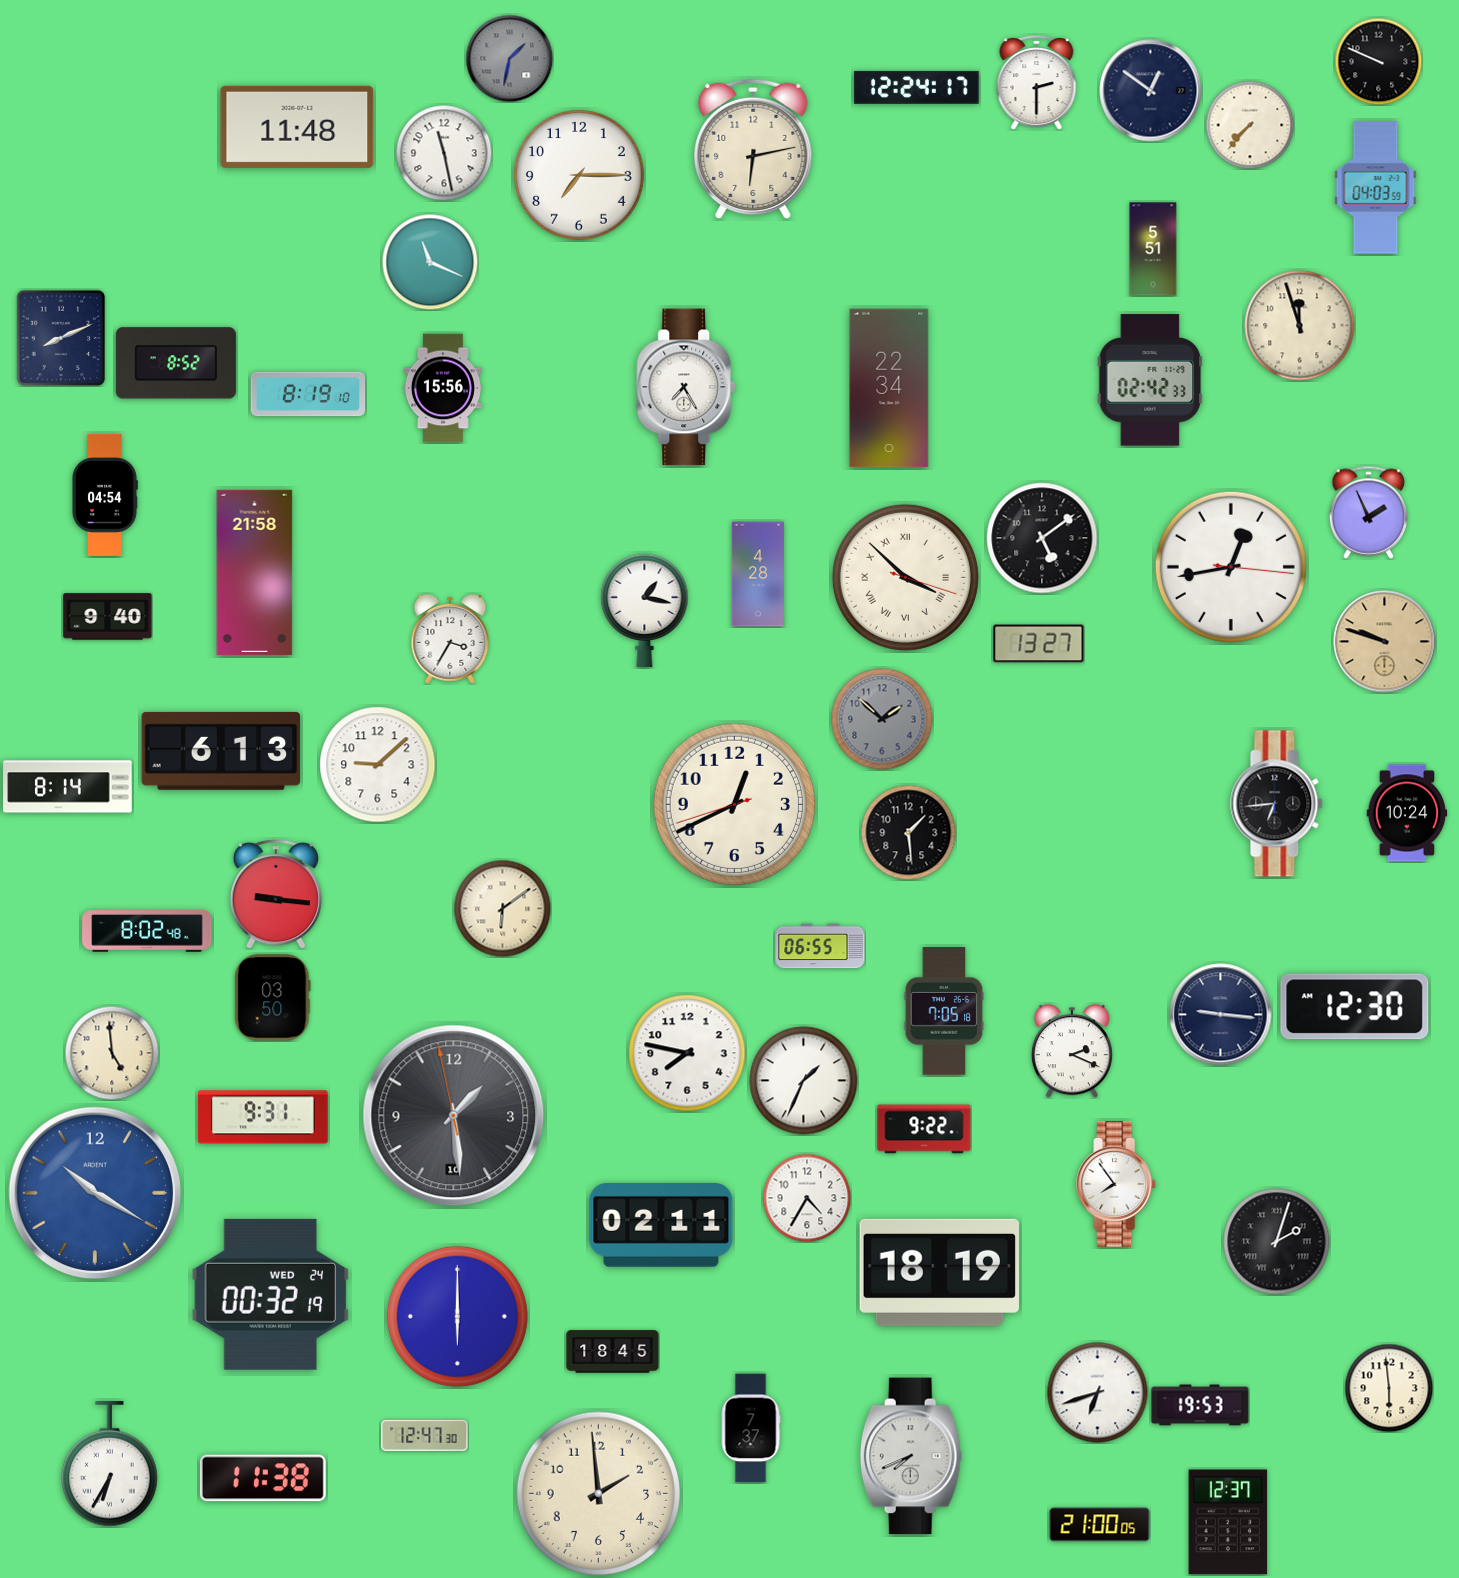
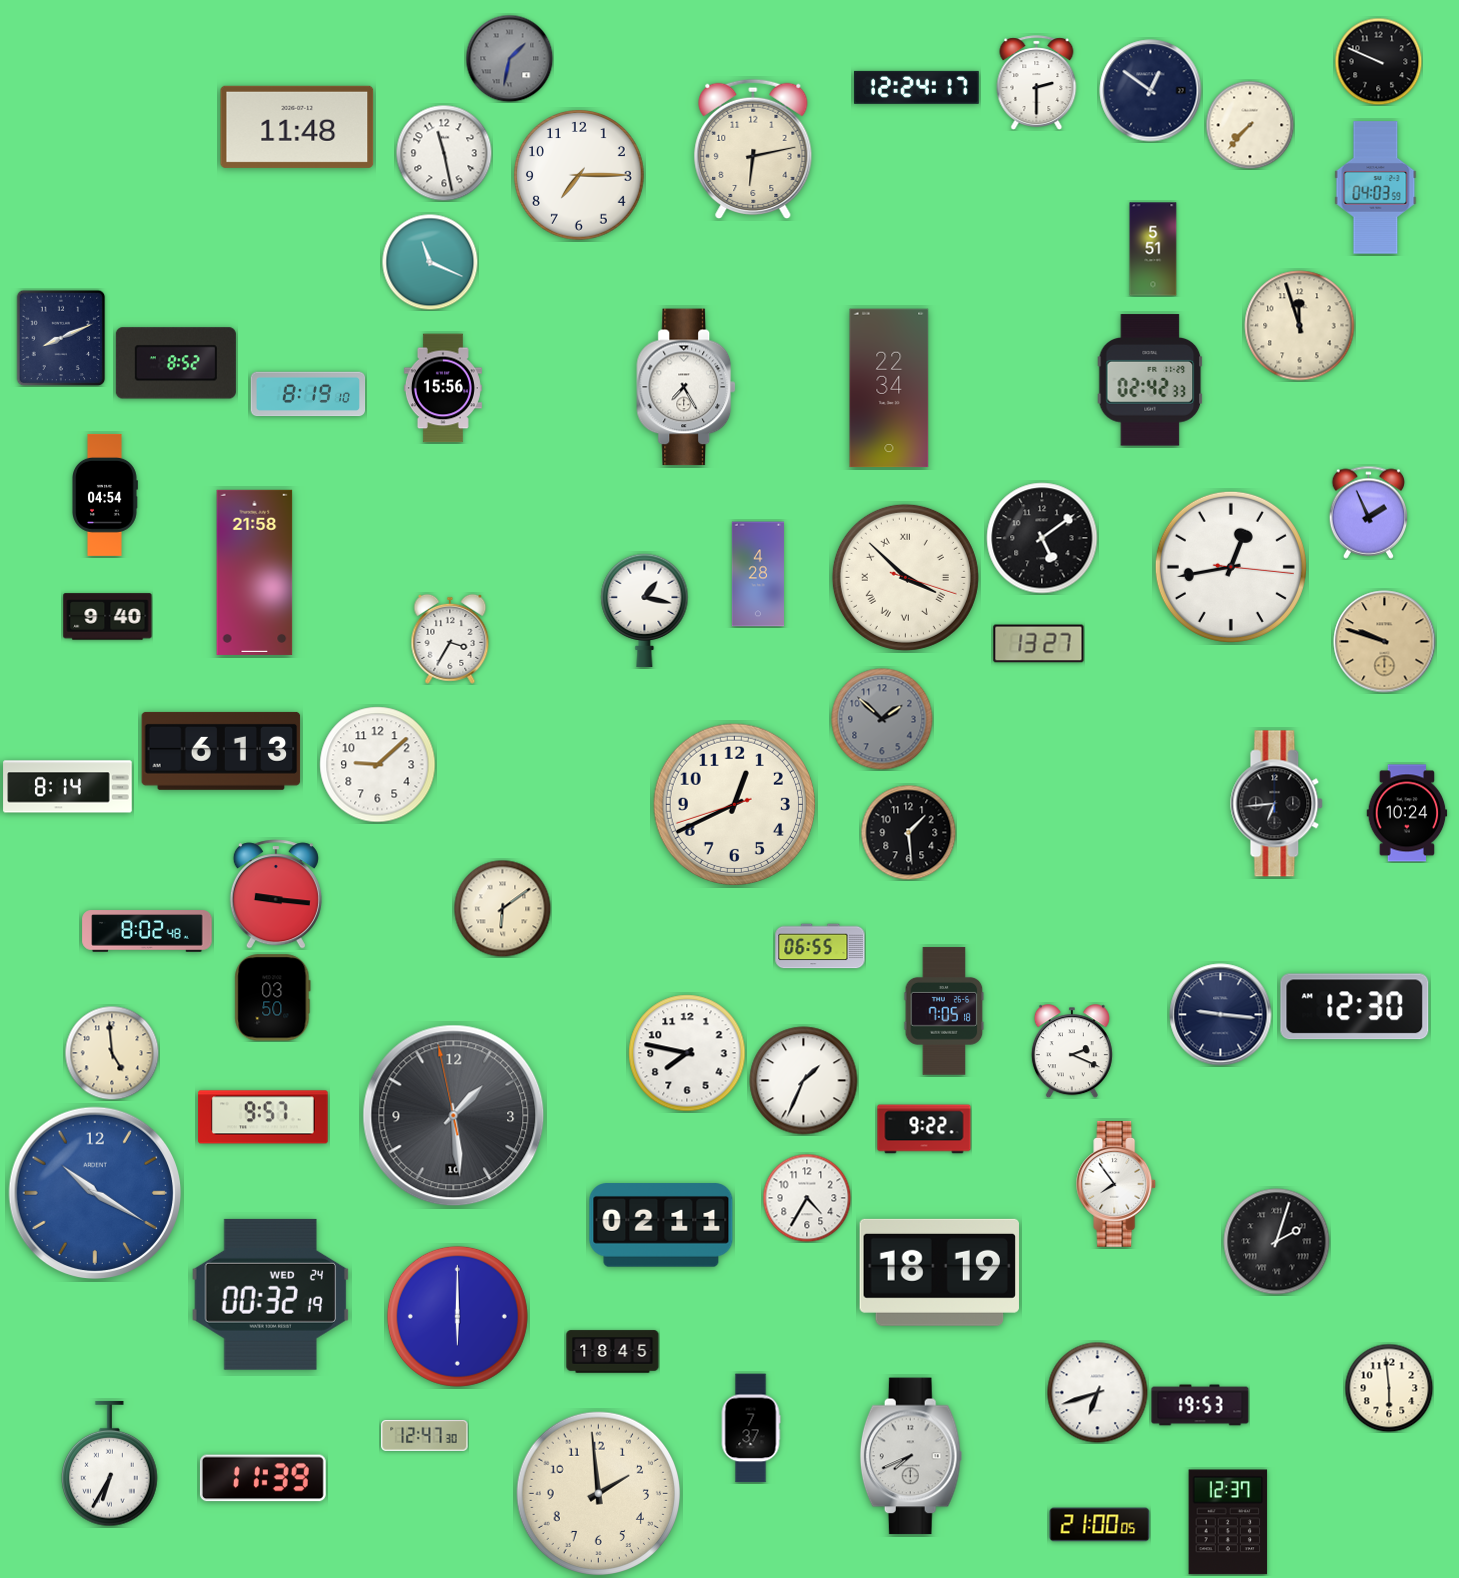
clock at (263, 1117): 9:31 -> 9:57
clock at (263, 1478): 11:38 -> 11:39
